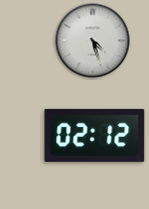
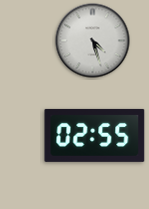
clock at (95, 135): 02:12 -> 02:55
